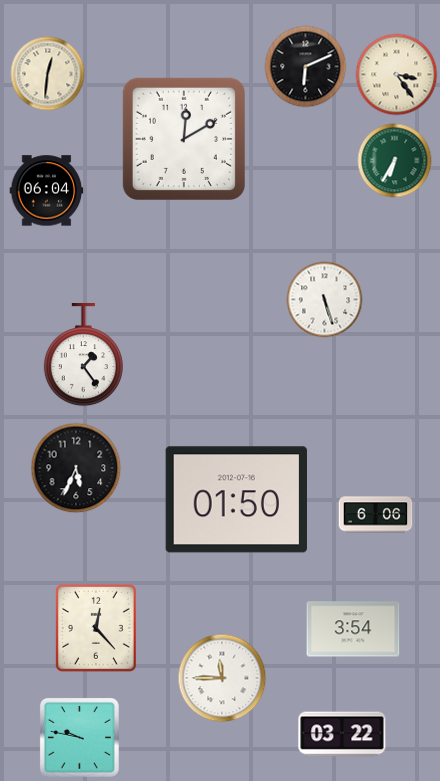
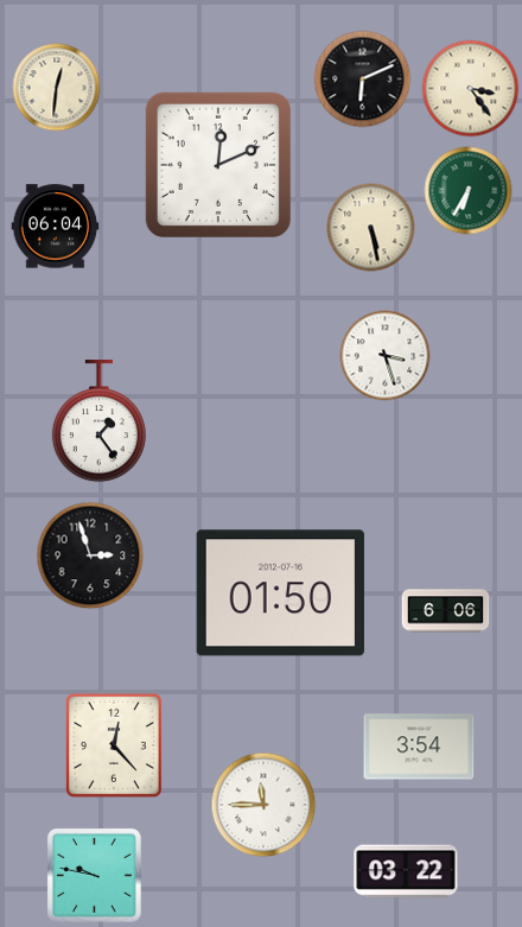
clock at (184, 139): 12:10 -> 12:11
clock at (371, 228): none -> 5:28
clock at (325, 300): 5:27 -> 3:27
clock at (76, 468): 5:34 -> 2:57
